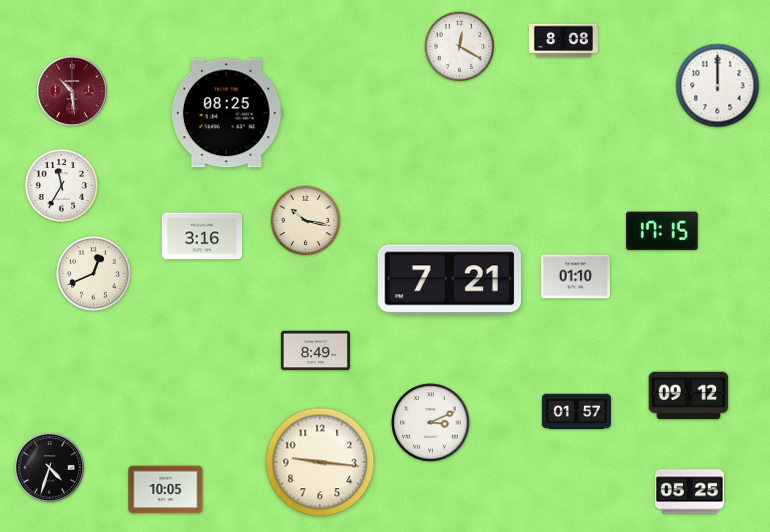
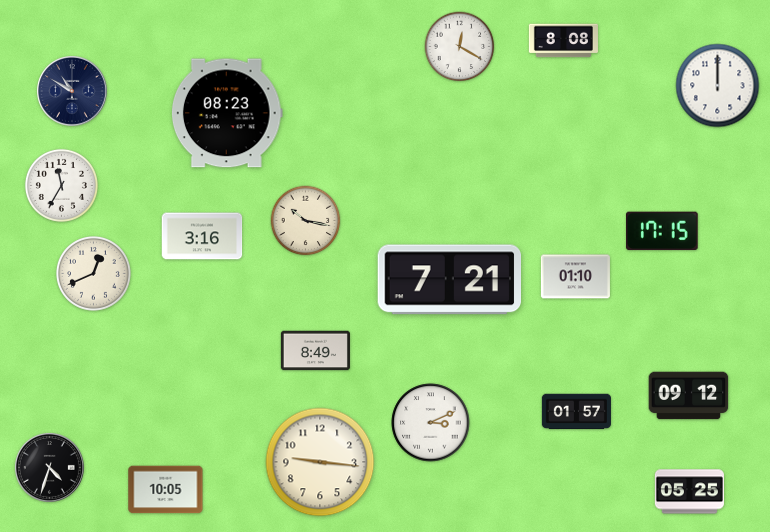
clock at (73, 92): 10:29 -> 10:50
clock at (73, 92) dial: burgundy -> navy
clock at (227, 113): 08:25 -> 08:23
